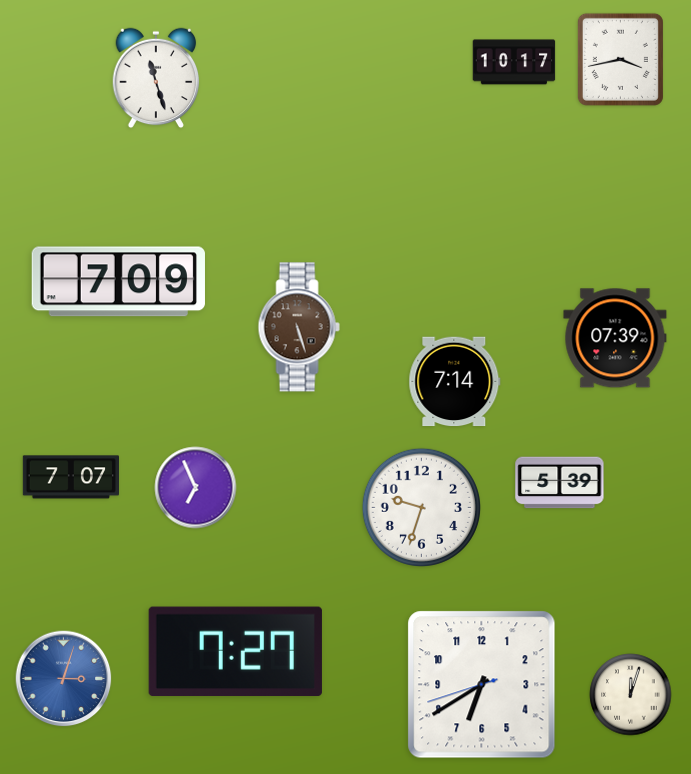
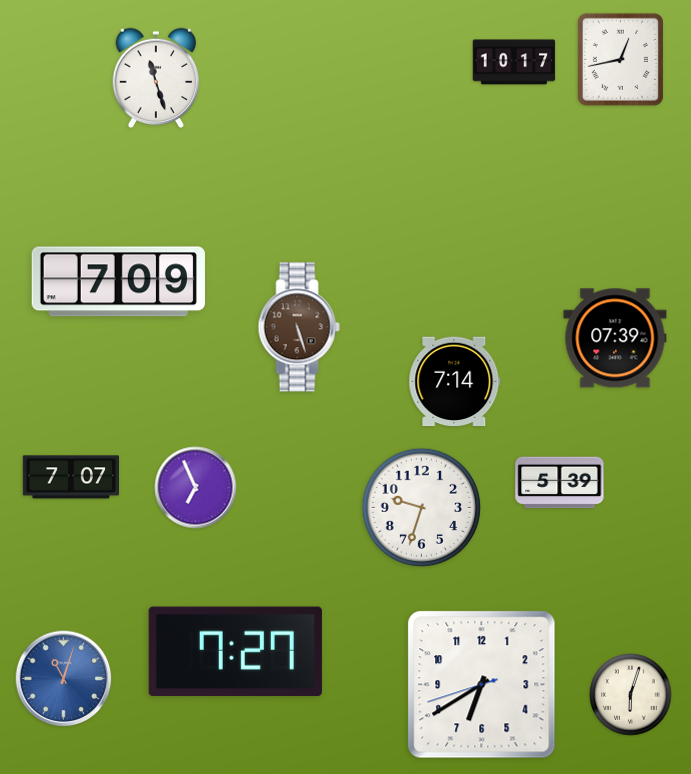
clock at (620, 59): 3:43 -> 12:43
clock at (64, 679): 3:03 -> 11:03
clock at (631, 695): 12:03 -> 6:03
